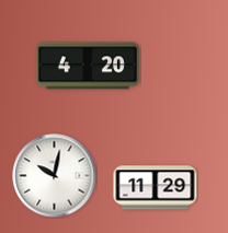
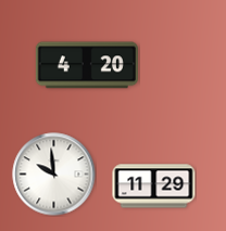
clock at (55, 176): 10:02 -> 9:59
